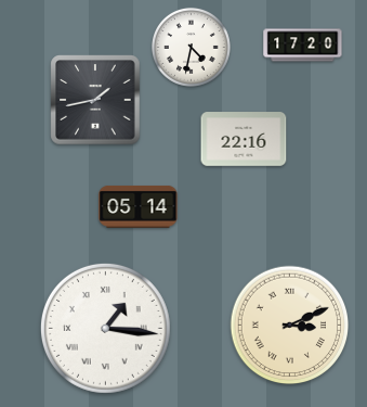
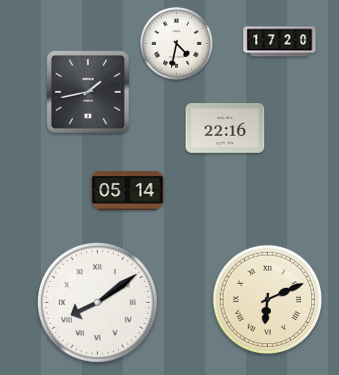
clock at (290, 326): 3:11 -> 6:11
clock at (105, 328): 1:16 -> 8:09
